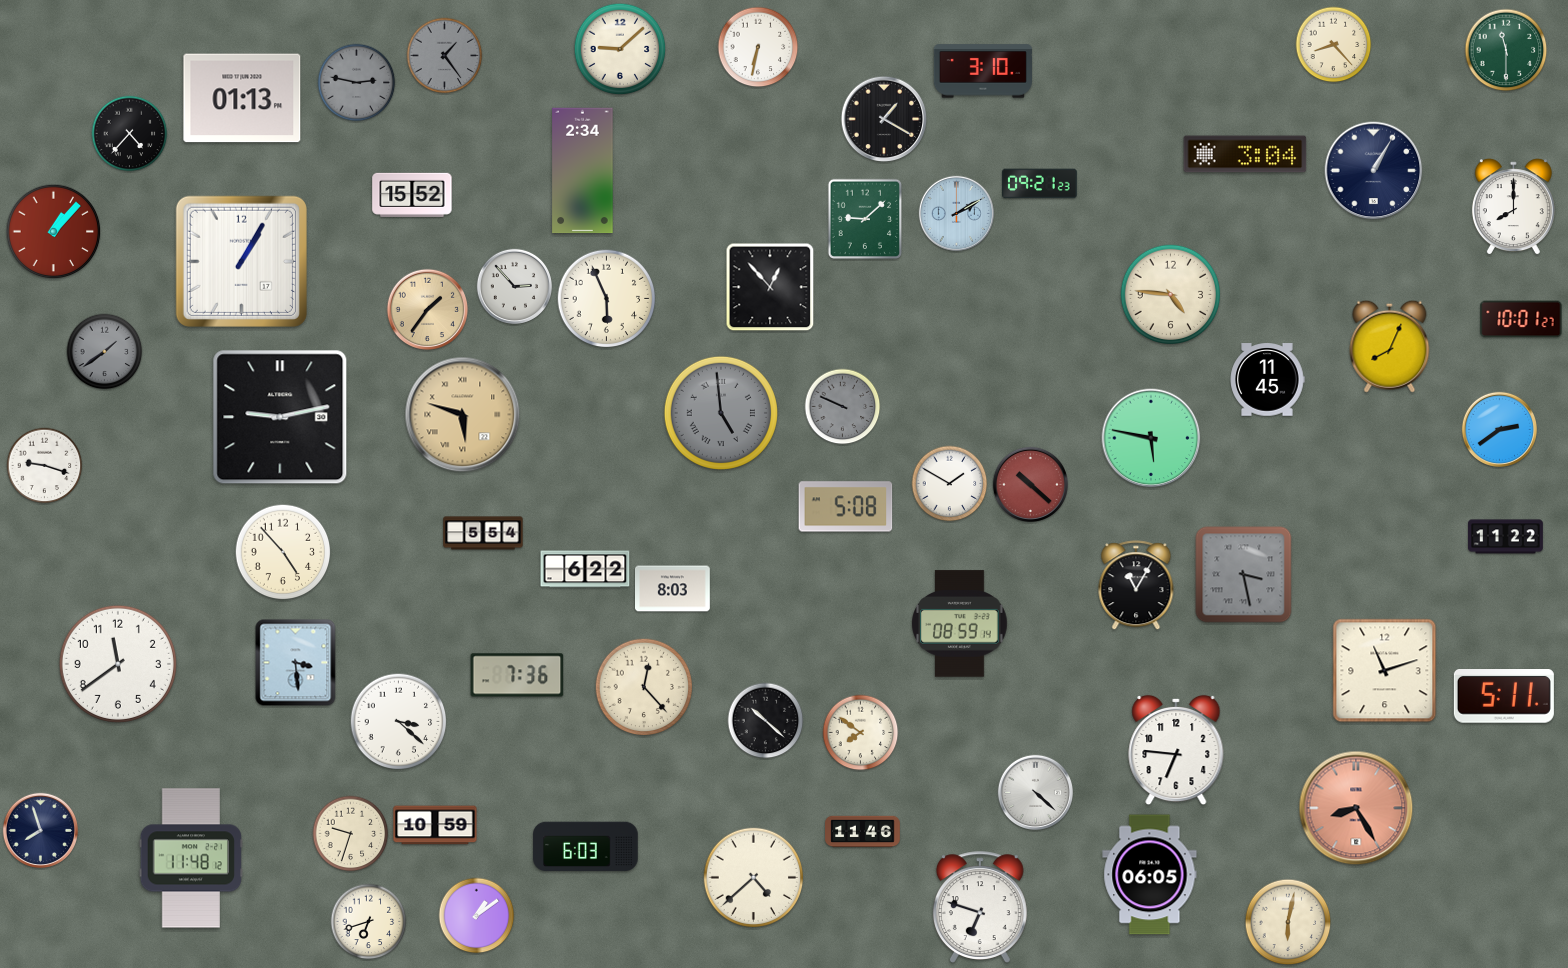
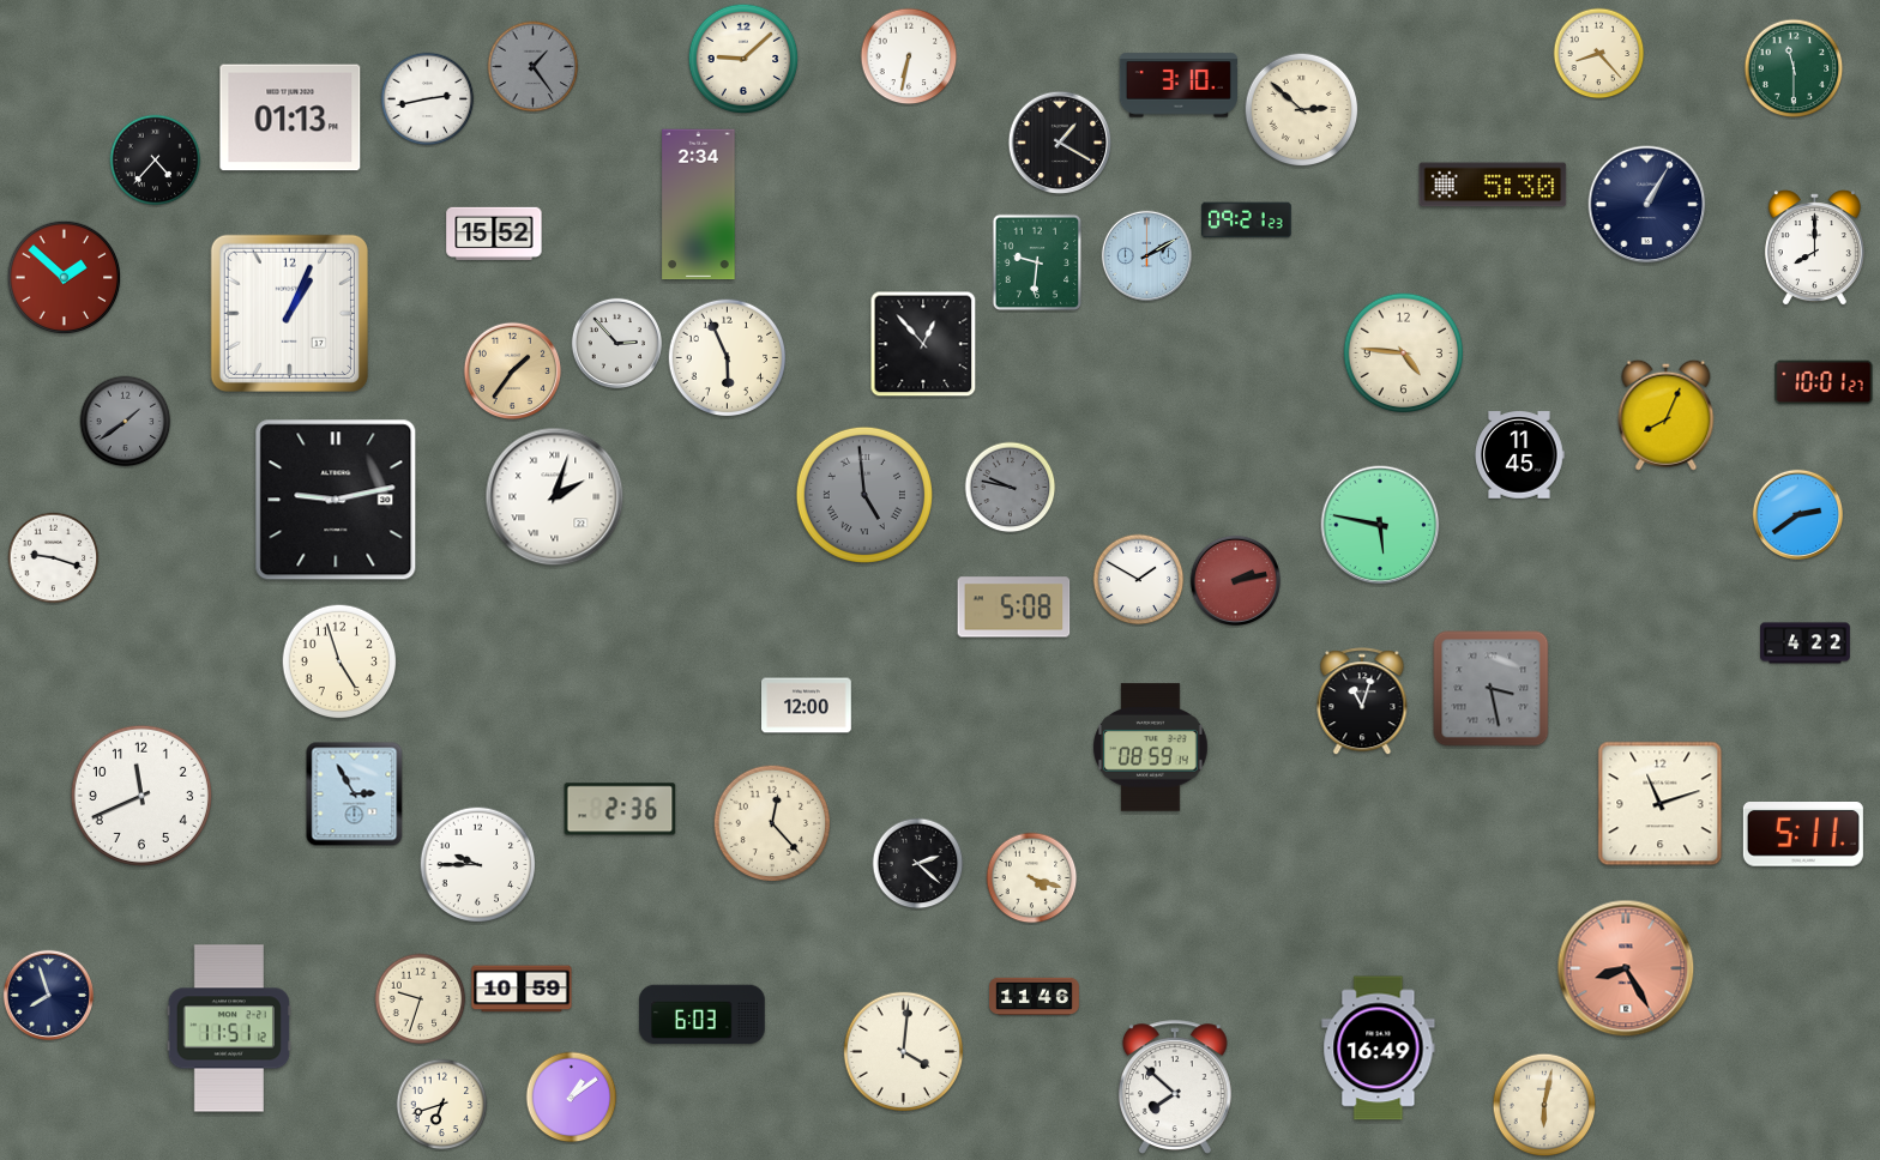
clock at (1506, 50) position: (1506, 50) -> (1794, 68)
clock at (357, 83): 2:47 -> 2:43
clock at (357, 83) dial: grey -> white
clock at (1302, 110): none -> 2:52
clock at (1245, 154): 3:04 -> 5:30
clock at (865, 219): 9:08 -> 9:31
clock at (54, 232): 1:07 -> 1:52
clock at (241, 261): 1:05 -> 1:04
clock at (843, 407): 9:49 -> 9:47
clock at (463, 415): 5:48 -> 2:03
clock at (463, 415) dial: champagne -> white
clock at (1030, 484): 10:22 -> 2:13
clock at (483, 533): 5:54 -> none
clock at (1506, 537): 11:22 -> 4:22
clock at (283, 552): 4:53 -> 4:57
clock at (585, 569): 6:22 -> none
clock at (1136, 586): 11:05 -> 11:03
clock at (673, 589): 8:03 -> 12:00
clock at (296, 663): 3:29 -> 2:55
clock at (118, 664): 11:39 -> 11:41
clock at (517, 675): 7:36 -> 2:36
clock at (766, 721): 10:22 -> 2:22
clock at (399, 722): 3:22 -> 9:45
clock at (861, 733): 7:51 -> 4:18
clock at (1176, 750): 6:46 -> none
clock at (1035, 792): 4:22 -> none
clock at (190, 858): 11:48 -> 11:51
clock at (1150, 875): 06:05 -> 16:49
clock at (754, 878): 4:38 -> 4:01
clock at (980, 907): 6:48 -> 7:52
